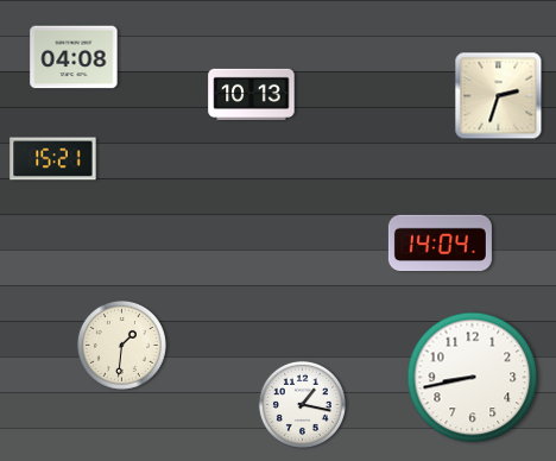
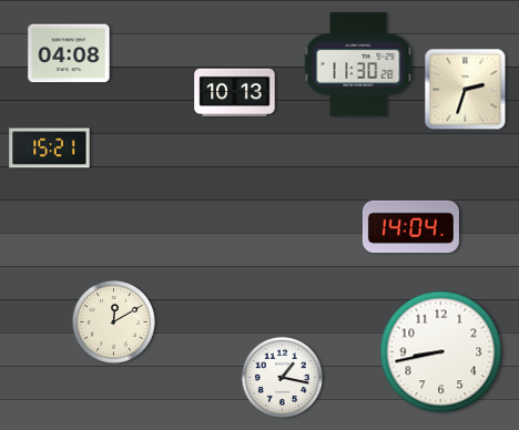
clock at (358, 64): none -> 11:30
clock at (252, 94) position: (252, 94) -> (235, 92)
clock at (121, 345): 1:31 -> 12:10
